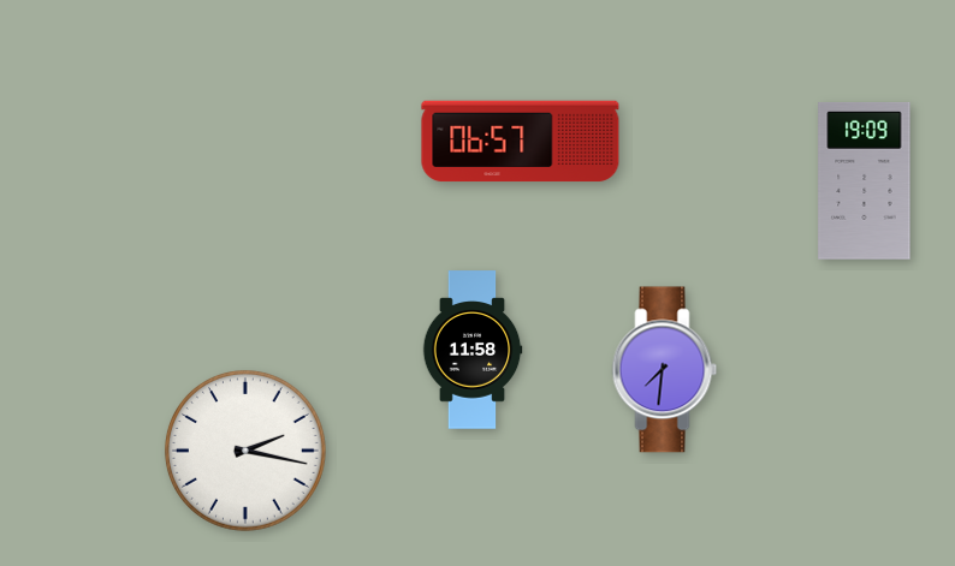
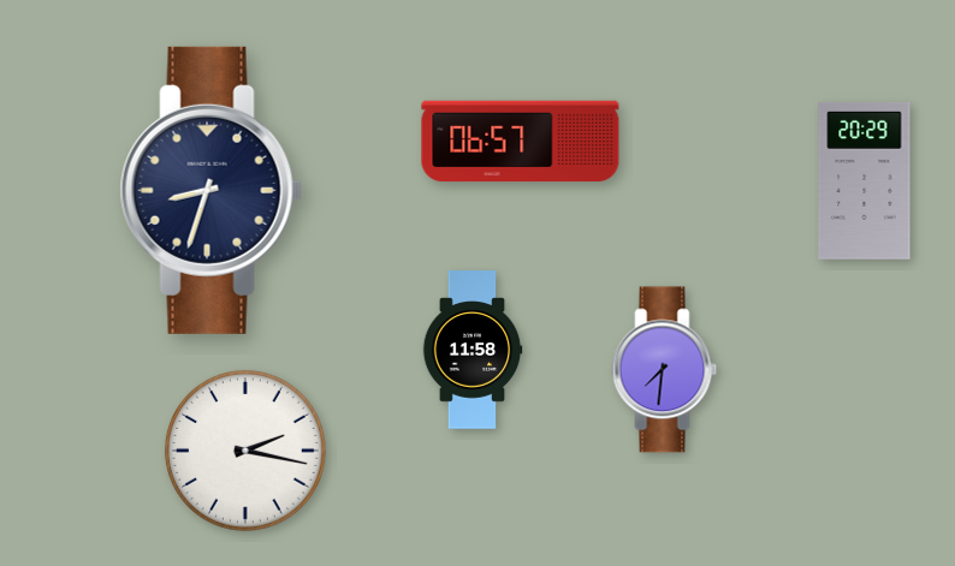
clock at (865, 180): 19:09 -> 20:29
clock at (210, 190): none -> 8:33
